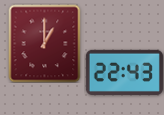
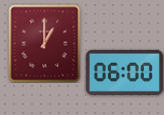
clock at (124, 72): 22:43 -> 06:00
